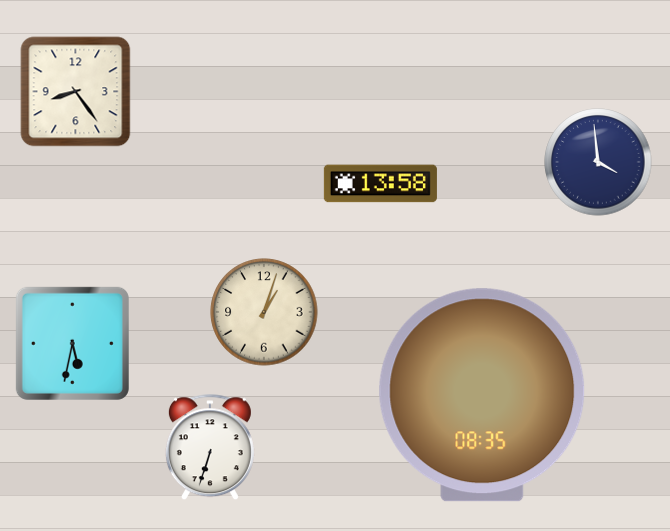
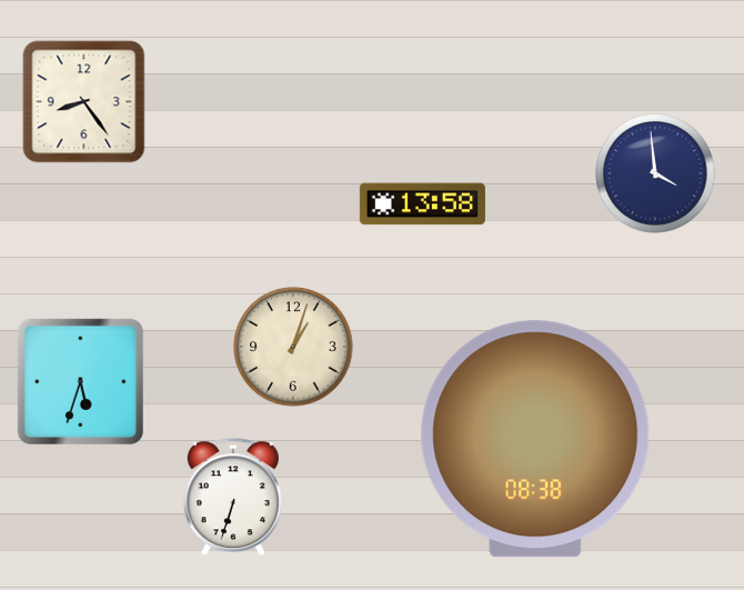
clock at (598, 162) position: (598, 162) -> (655, 173)
clock at (72, 343): 5:32 -> 5:33
clock at (482, 395): 08:35 -> 08:38
